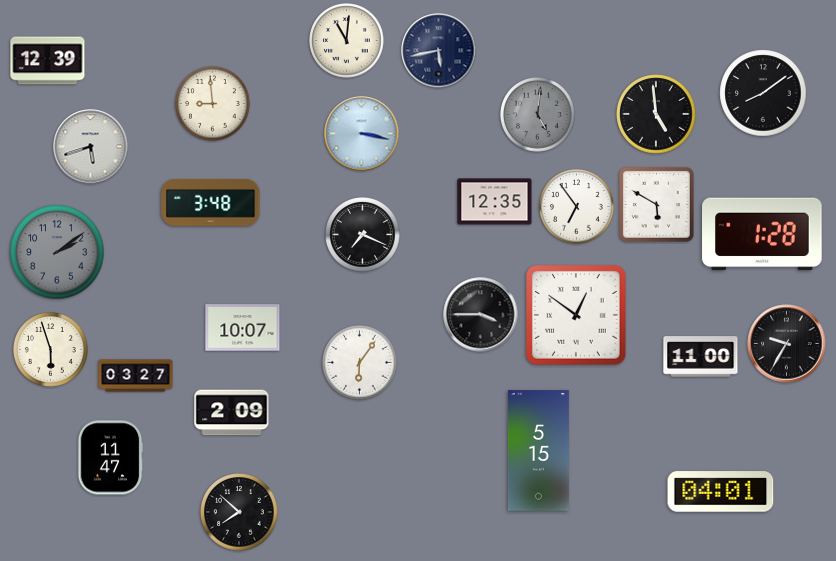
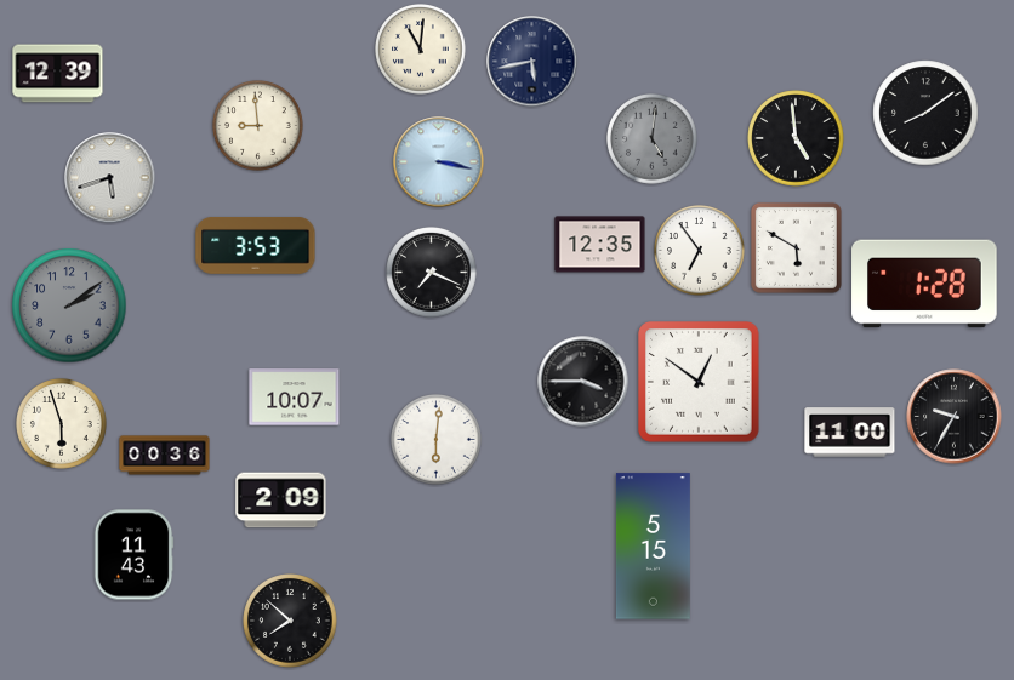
clock at (211, 203): 3:48 -> 3:53
clock at (363, 235) position: (363, 235) -> (432, 273)
clock at (360, 363): 6:06 -> 6:01
clock at (136, 376): 03:27 -> 00:36
clock at (110, 458): 11:47 -> 11:43
clock at (721, 492): 04:01 -> none
